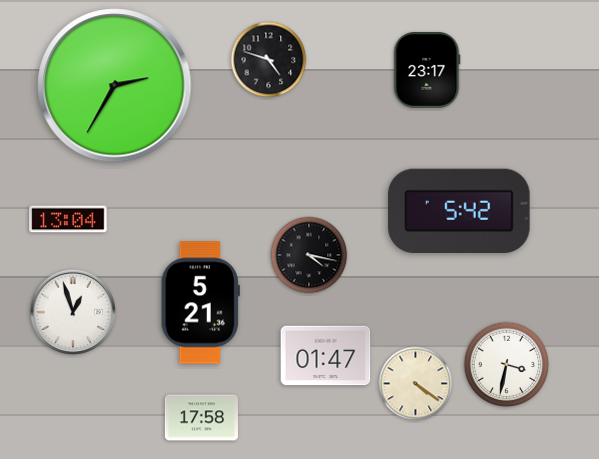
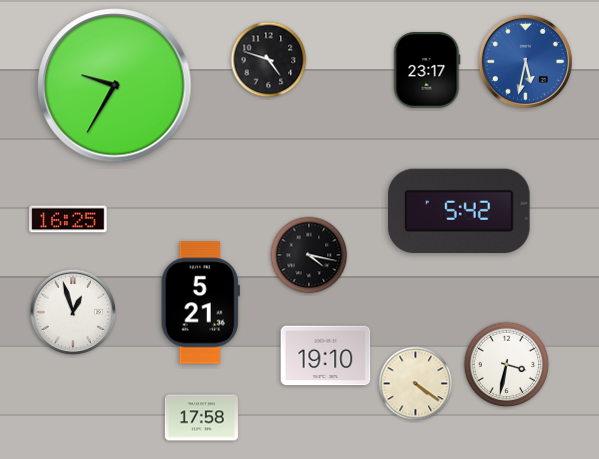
clock at (525, 61): none -> 5:32
clock at (115, 86): 2:35 -> 9:35
clock at (68, 219): 13:04 -> 16:25
clock at (326, 356): 01:47 -> 19:10
